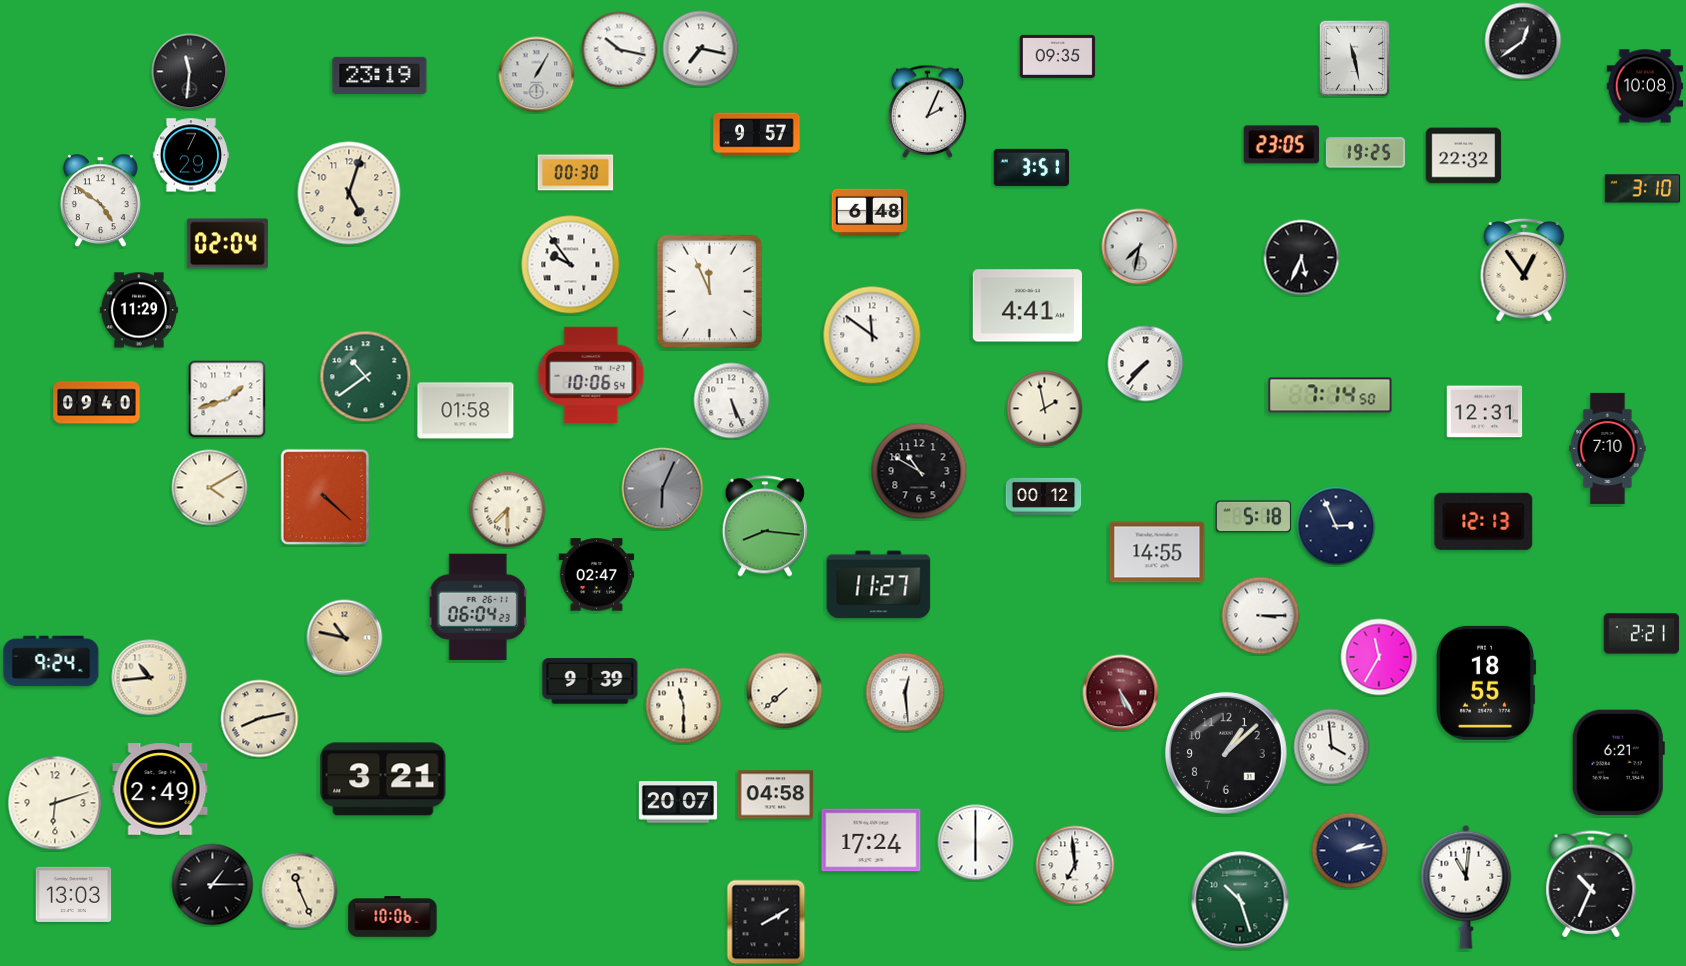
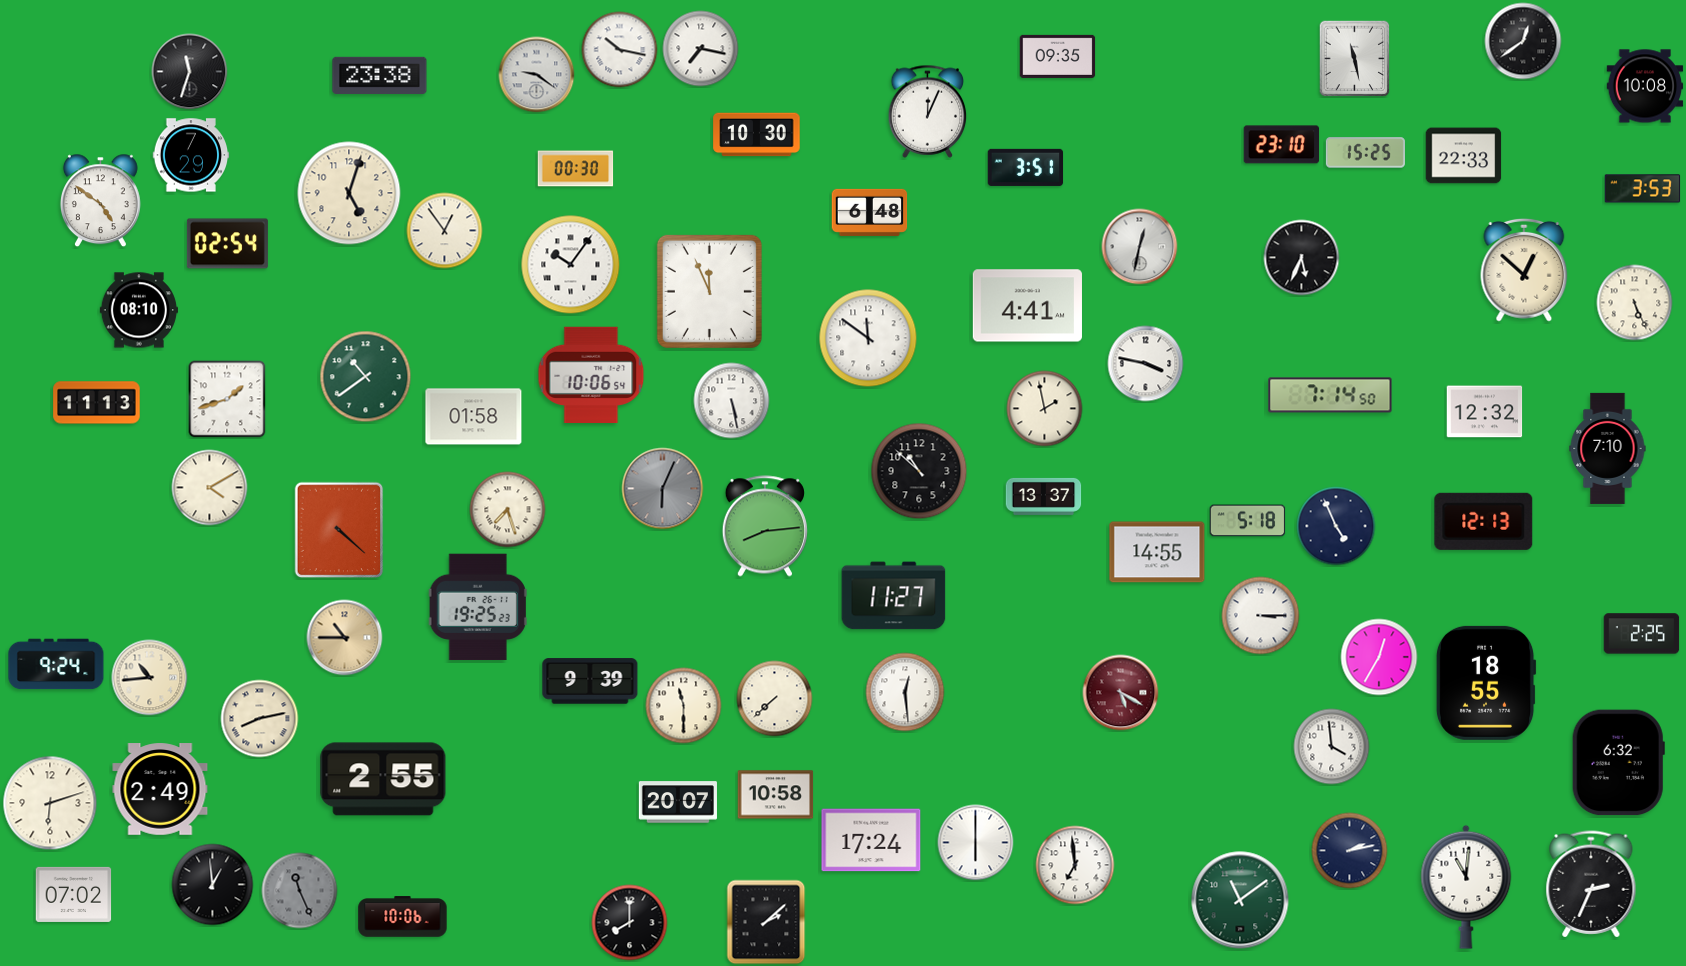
clock at (190, 72): 11:31 -> 11:33
clock at (380, 75): 23:19 -> 23:38
clock at (537, 75): 1:05 -> 9:21
clock at (928, 111): 2:04 -> 12:04
clock at (757, 135): 9:57 -> 10:30
clock at (1282, 145): 23:05 -> 23:10
clock at (1365, 153): 19:25 -> 15:25
clock at (1464, 156): 22:32 -> 22:33
clock at (1032, 167) position: (1032, 167) -> (1026, 167)
clock at (576, 173) position: (576, 173) -> (576, 169)
clock at (1643, 189): 3:10 -> 3:53
clock at (445, 231): none -> 12:54
clock at (227, 244): 02:04 -> 02:54
clock at (1140, 247): 7:32 -> 12:32
clock at (571, 265): 9:54 -> 10:06
clock at (1524, 270): 12:54 -> 12:52
clock at (1635, 303): none -> 5:26
clock at (139, 310): 11:29 -> 08:10
clock at (872, 335) position: (872, 335) -> (868, 338)
clock at (1146, 364): 7:37 -> 3:47
clock at (732, 401): 5:26 -> 5:28
clock at (97, 403): 09:40 -> 11:13
clock at (466, 411) position: (466, 411) -> (474, 417)
clock at (1485, 412): 12:31 -> 12:32
clock at (919, 471): 10:50 -> 10:52
clock at (1044, 496): 00:12 -> 13:37
clock at (325, 497) position: (325, 497) -> (339, 530)
clock at (508, 510): 7:30 -> 7:27
clock at (1254, 517) position: (1254, 517) -> (1248, 521)
clock at (765, 526): 8:16 -> 8:14
clock at (1336, 526): 2:56 -> 4:56
clock at (597, 575): 02:47 -> none
clock at (879, 585) position: (879, 585) -> (894, 596)
clock at (478, 607): 06:04 -> 19:25
clock at (1642, 634): 2:21 -> 2:25
clock at (345, 638): 10:47 -> 10:45
clock at (1379, 657): 11:35 -> 12:35
clock at (51, 661) position: (51, 661) -> (56, 664)
clock at (785, 691) position: (785, 691) -> (775, 699)
clock at (1121, 693): 5:25 -> 5:20
clock at (1227, 754): 1:08 -> none
clock at (1618, 763): 6:21 -> 6:32
clock at (383, 779): 3:21 -> 2:55
clock at (776, 795): 04:58 -> 10:58
clock at (55, 803) position: (55, 803) -> (50, 803)
clock at (1591, 884): 10:34 -> 2:34
clock at (213, 885): 1:15 -> 12:59
clock at (300, 891) dial: cream -> grey
clock at (74, 894): 13:03 -> 07:02
clock at (1240, 900): 10:27 -> 11:09
clock at (393, 917) position: (393, 917) -> (403, 917)
clock at (766, 922): 2:10 -> 2:08
clock at (630, 923): none -> 8:00
